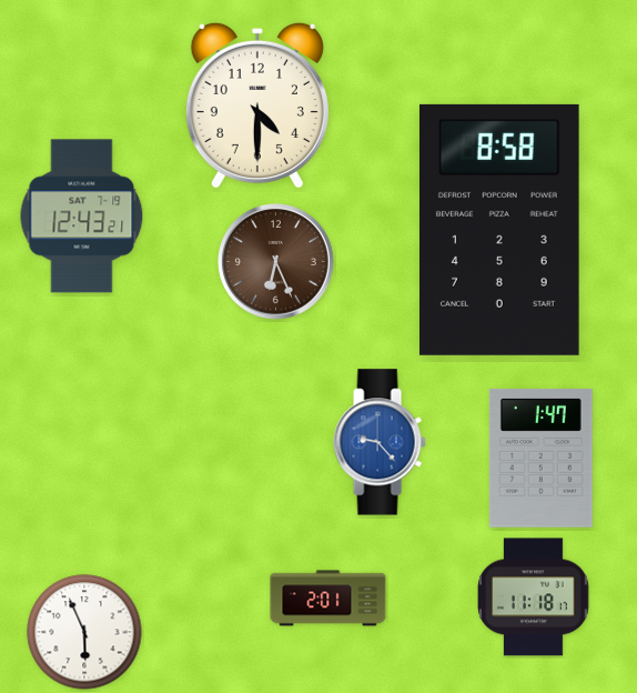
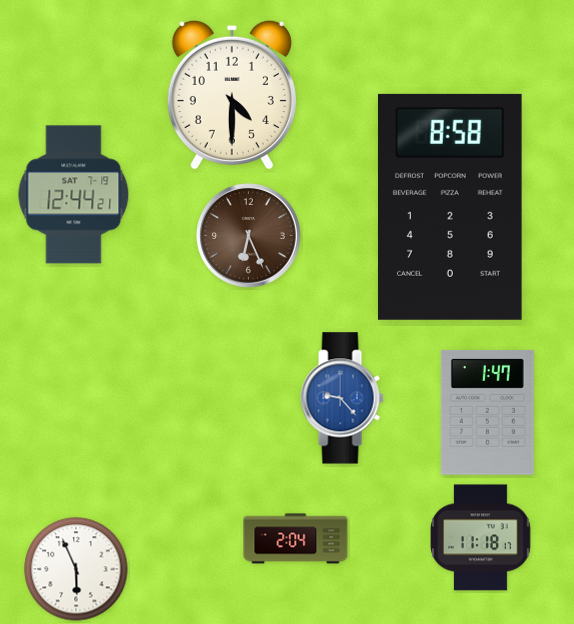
clock at (82, 217): 12:43 -> 12:44
clock at (328, 599): 2:01 -> 2:04
